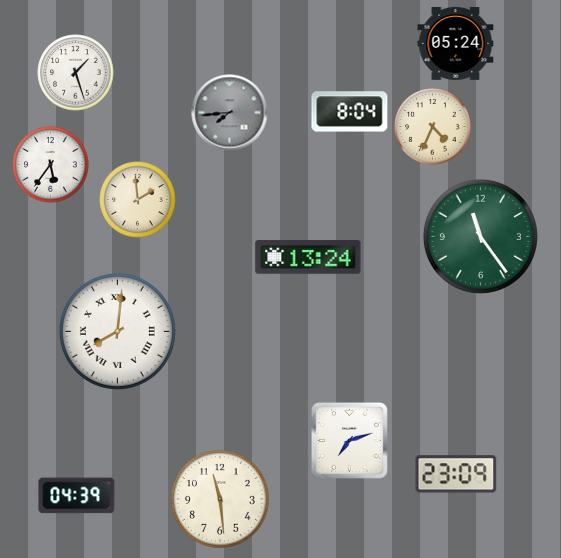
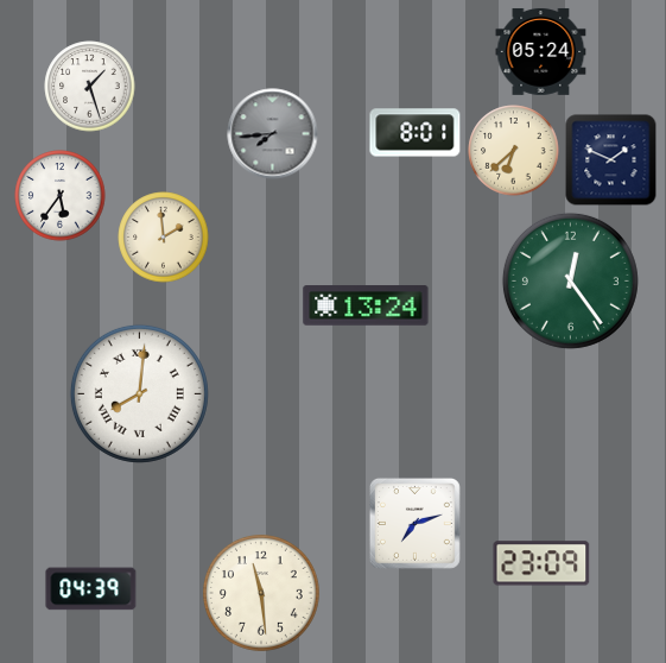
clock at (350, 112): 8:04 -> 8:01
clock at (433, 127): 4:34 -> 6:38
clock at (611, 160): none -> 1:49
clock at (480, 236): 11:24 -> 12:24
